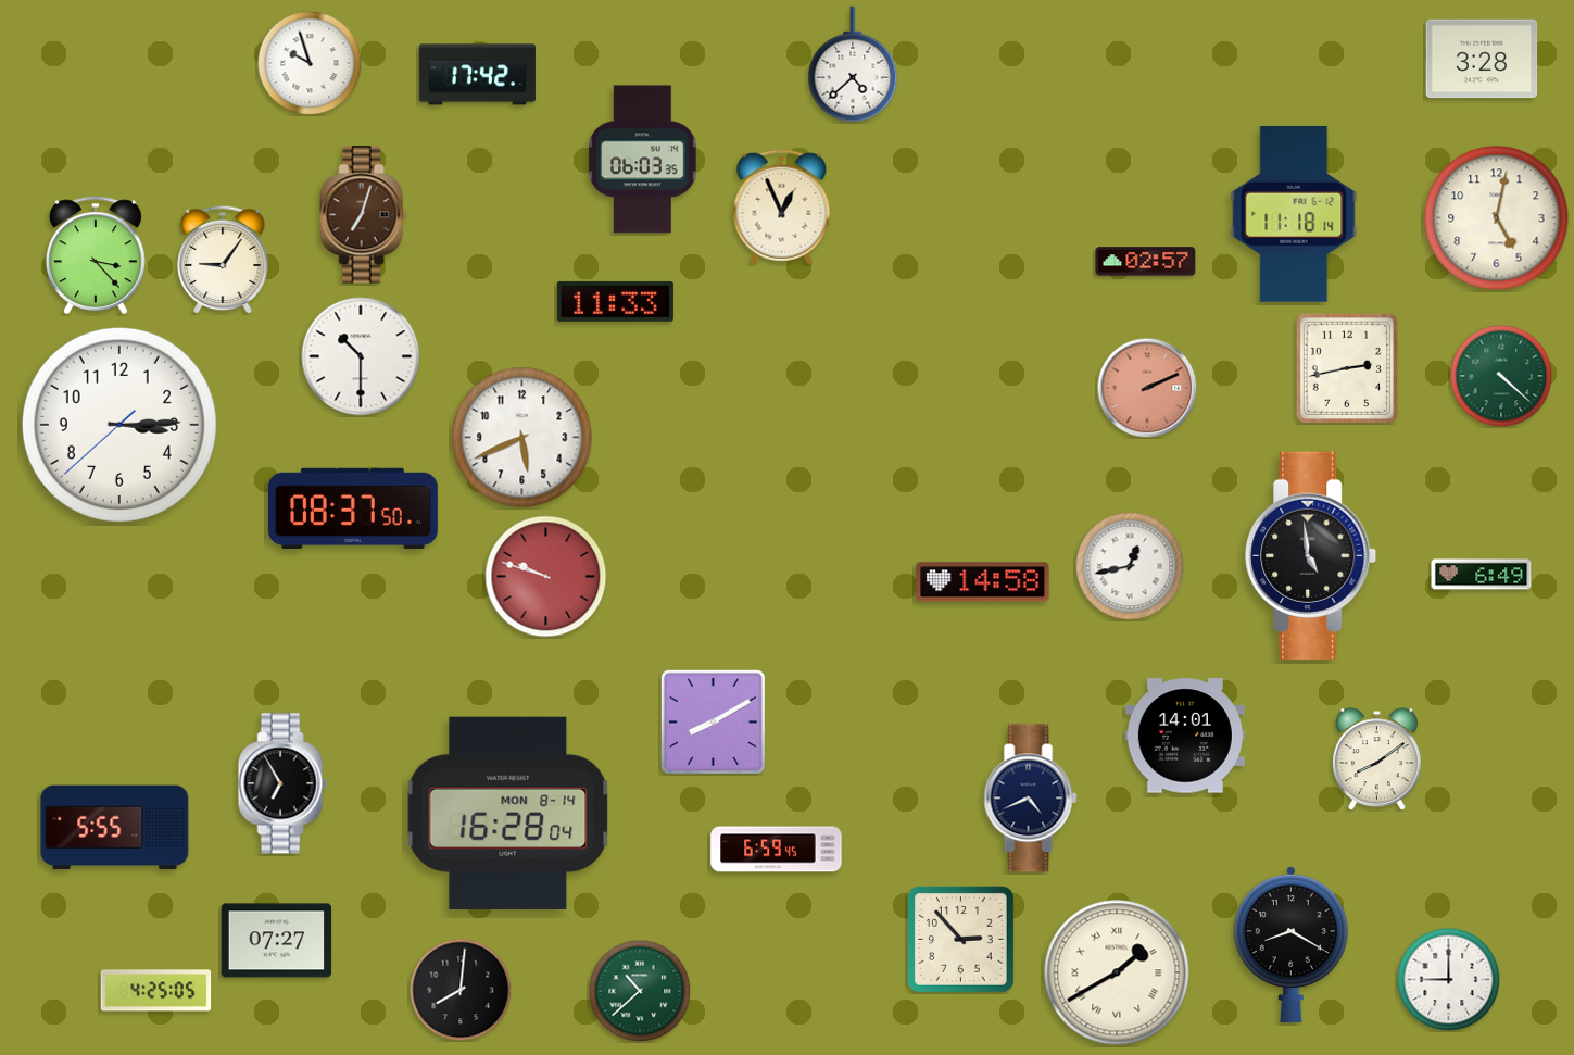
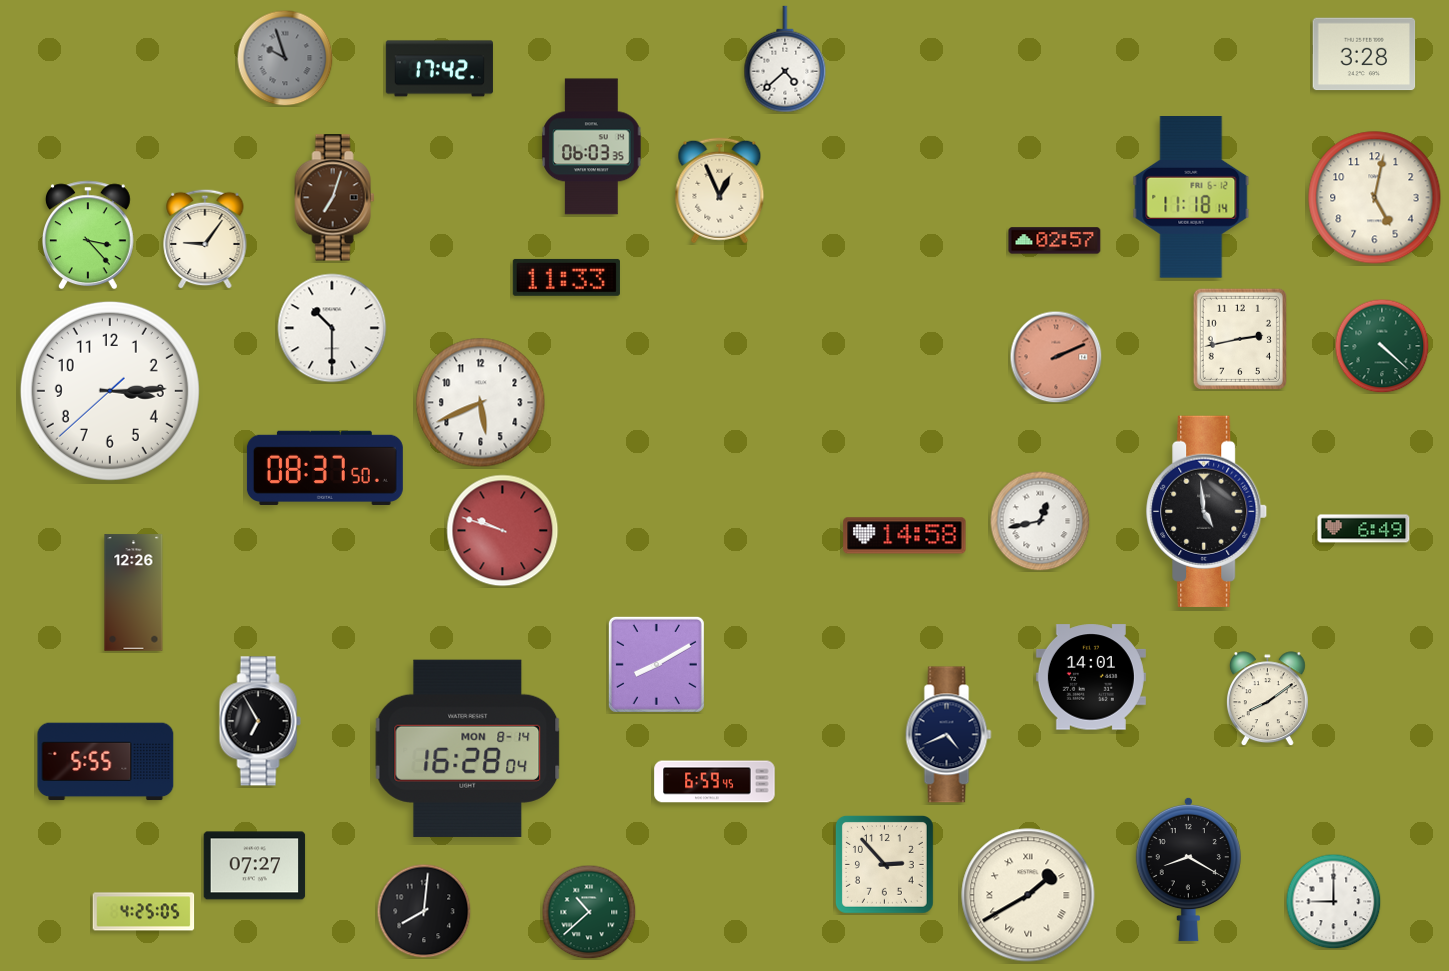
clock at (310, 63) dial: white -> grey
clock at (1497, 218) position: (1497, 218) -> (1375, 198)
clock at (134, 593): none -> 12:26
